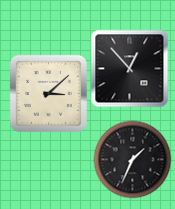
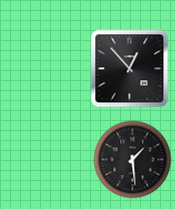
clock at (48, 93): 3:08 -> none
clock at (132, 159): 1:34 -> 1:29
